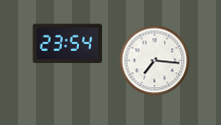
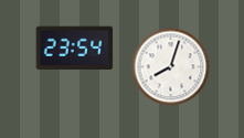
clock at (155, 61): 7:16 -> 8:03
